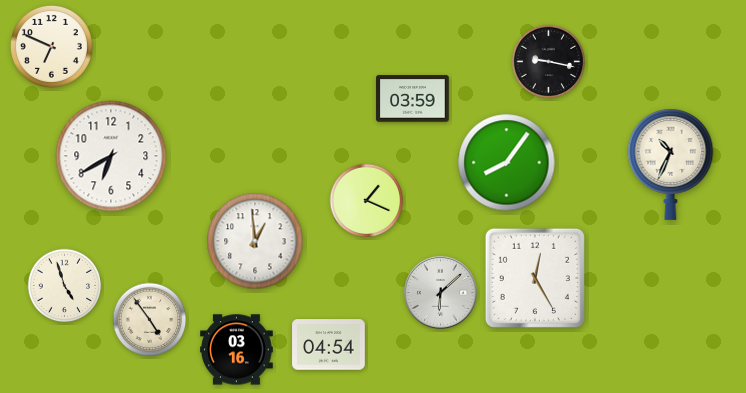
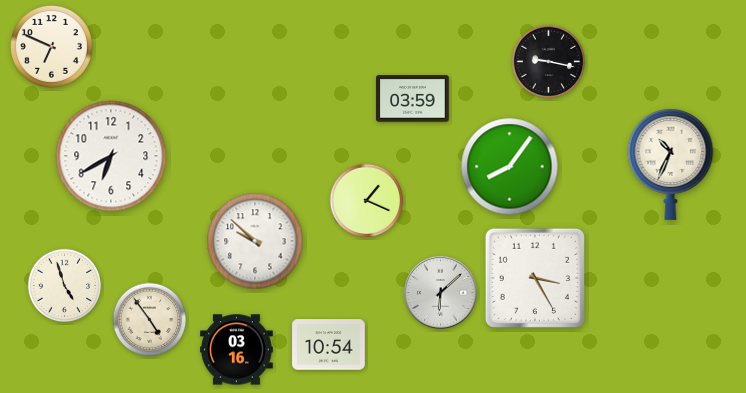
clock at (507, 163) position: (507, 163) -> (510, 167)
clock at (255, 241): 12:59 -> 9:52
clock at (535, 278): 12:25 -> 3:25
clock at (329, 345): 04:54 -> 10:54
